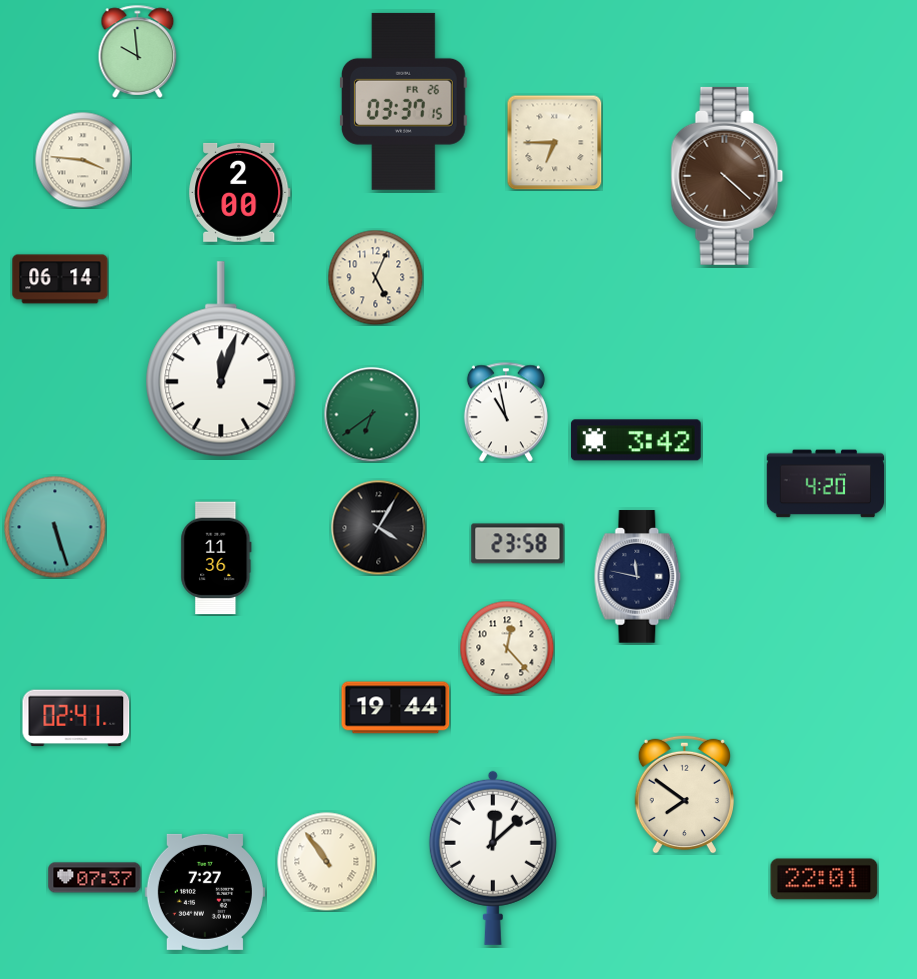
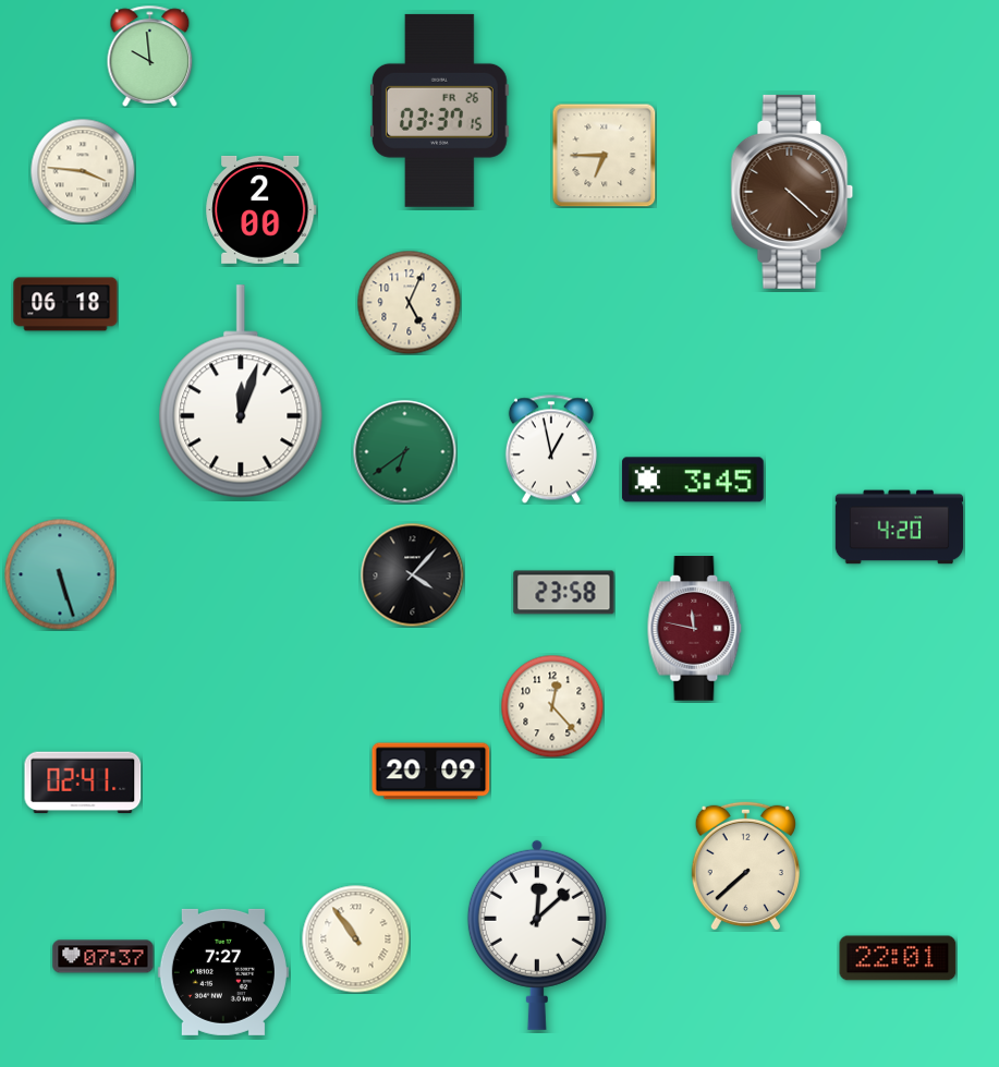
clock at (83, 160) position: (83, 160) -> (83, 171)
clock at (60, 279): 06:14 -> 06:18
clock at (506, 412): 10:58 -> 12:58
clock at (636, 440): 3:42 -> 3:45
clock at (378, 527): 4:05 -> 4:07
clock at (216, 558): 11:36 -> none
clock at (638, 577) dial: navy -> burgundy
clock at (396, 708): 19:44 -> 20:09
clock at (684, 794): 7:51 -> 7:38
